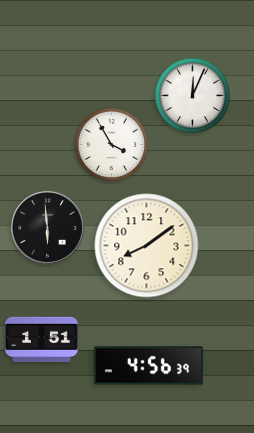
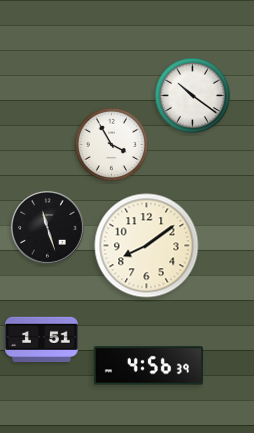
clock at (193, 96): 12:04 -> 10:21
clock at (47, 227): 5:59 -> 11:27
